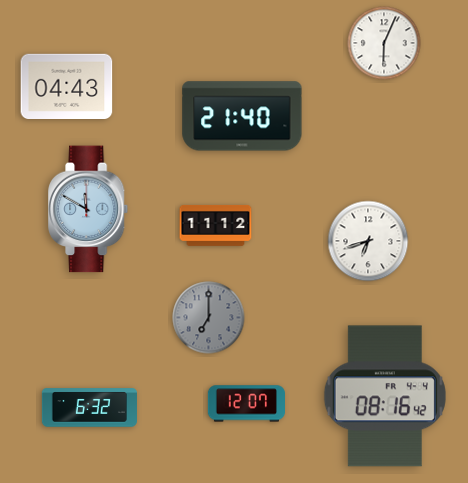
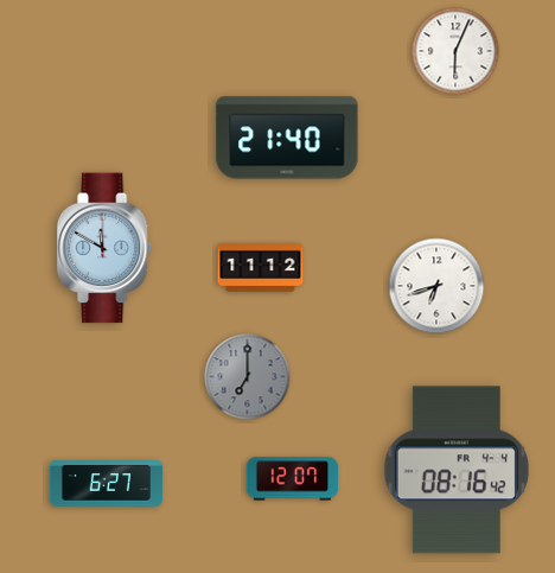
clock at (67, 86): 04:43 -> none
clock at (216, 225) position: (216, 225) -> (261, 267)
clock at (89, 408): 6:32 -> 6:27
